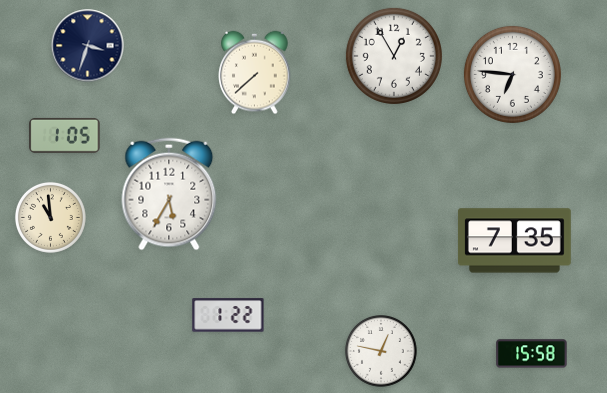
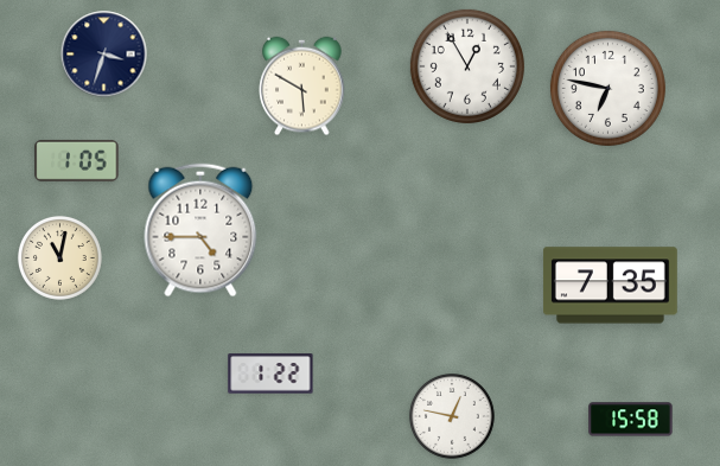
clock at (255, 73): 7:38 -> 5:50
clock at (512, 74): 6:46 -> 6:47
clock at (169, 194): 5:35 -> 4:45
clock at (50, 217): 10:59 -> 11:02
